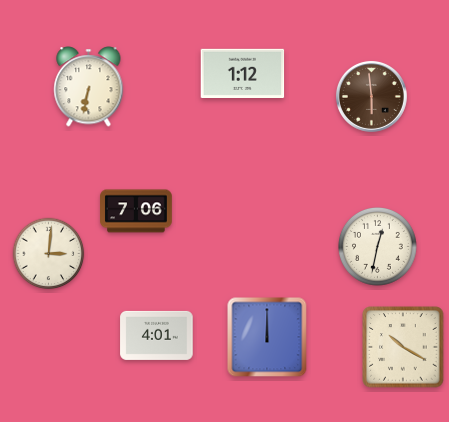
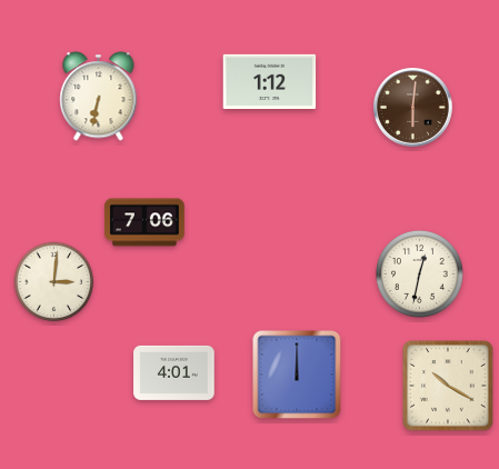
clock at (371, 96): 5:59 -> 6:01
clock at (136, 211) position: (136, 211) -> (144, 222)
